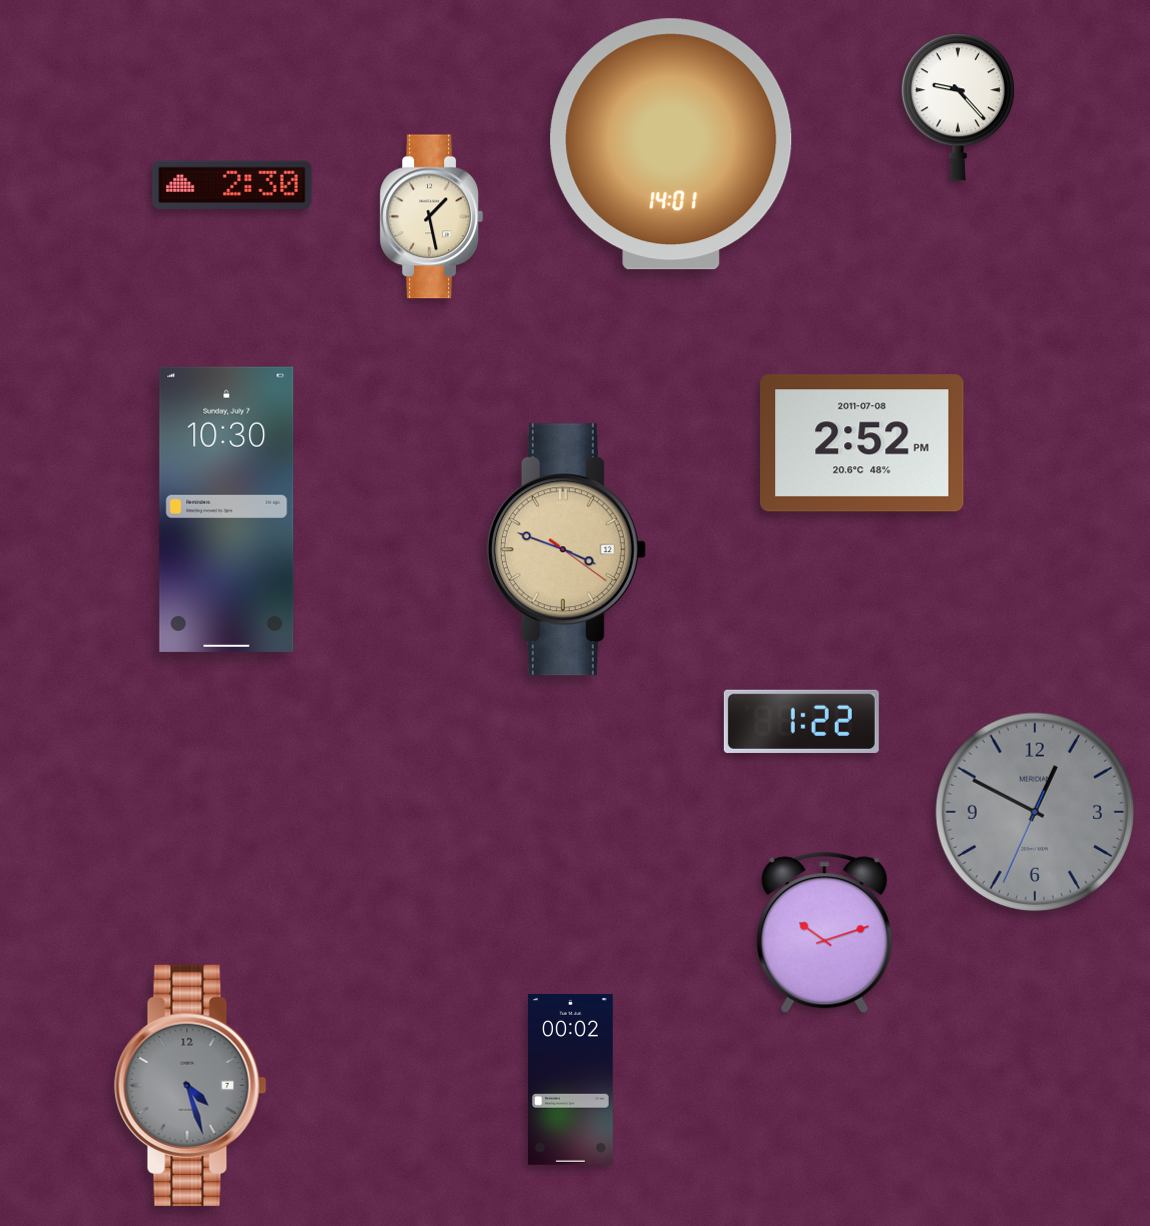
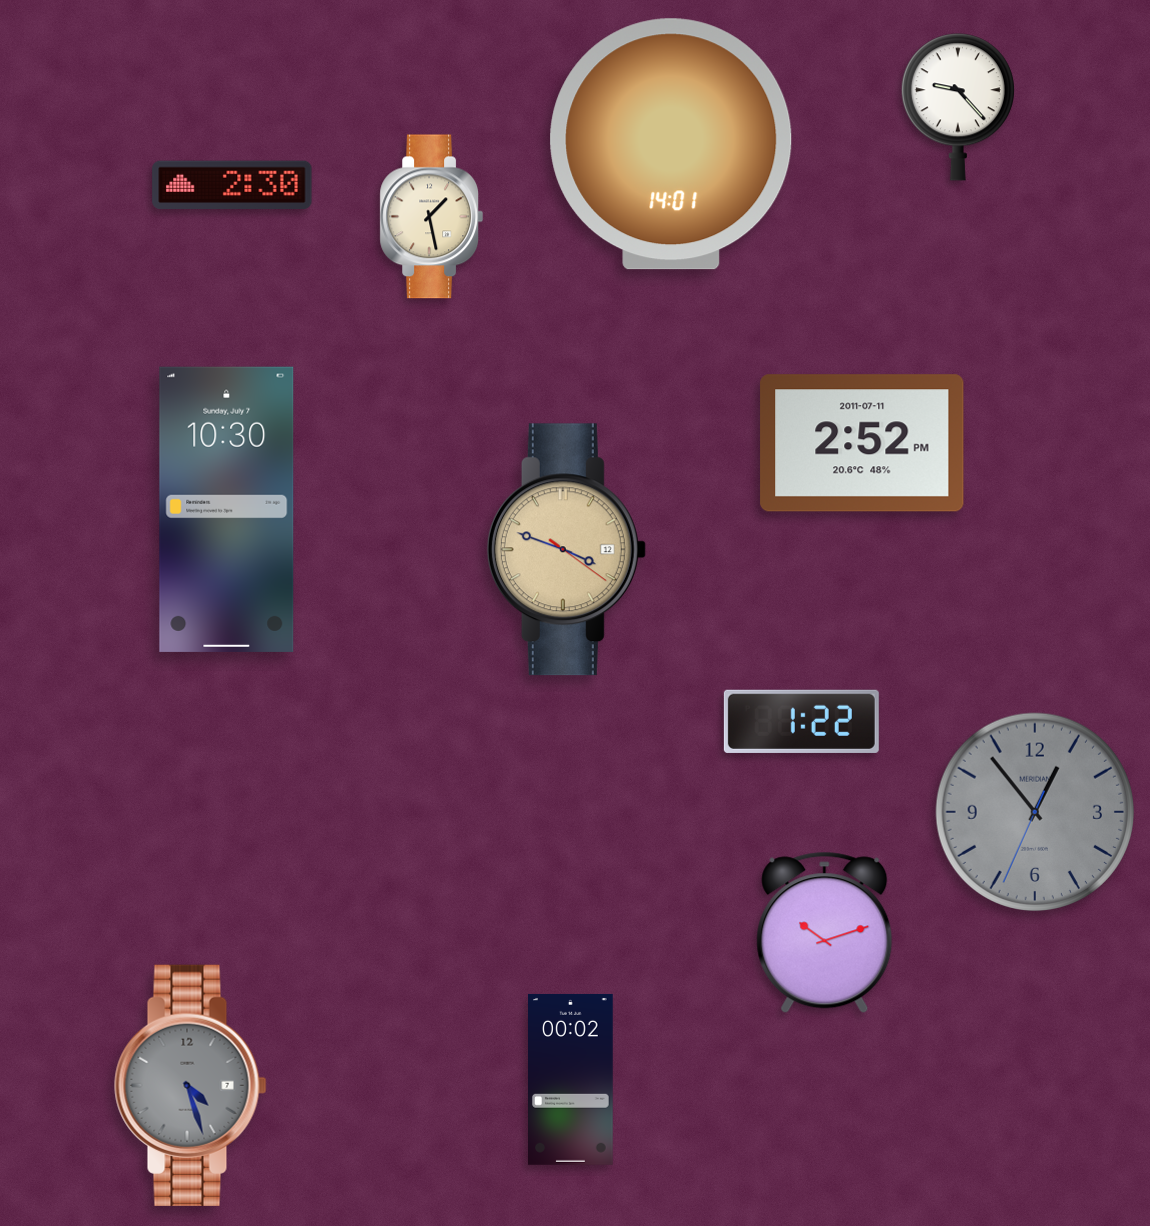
clock at (862, 443) date: 2011-07-08 -> 2011-07-11
clock at (1034, 811): 12:49 -> 12:53
